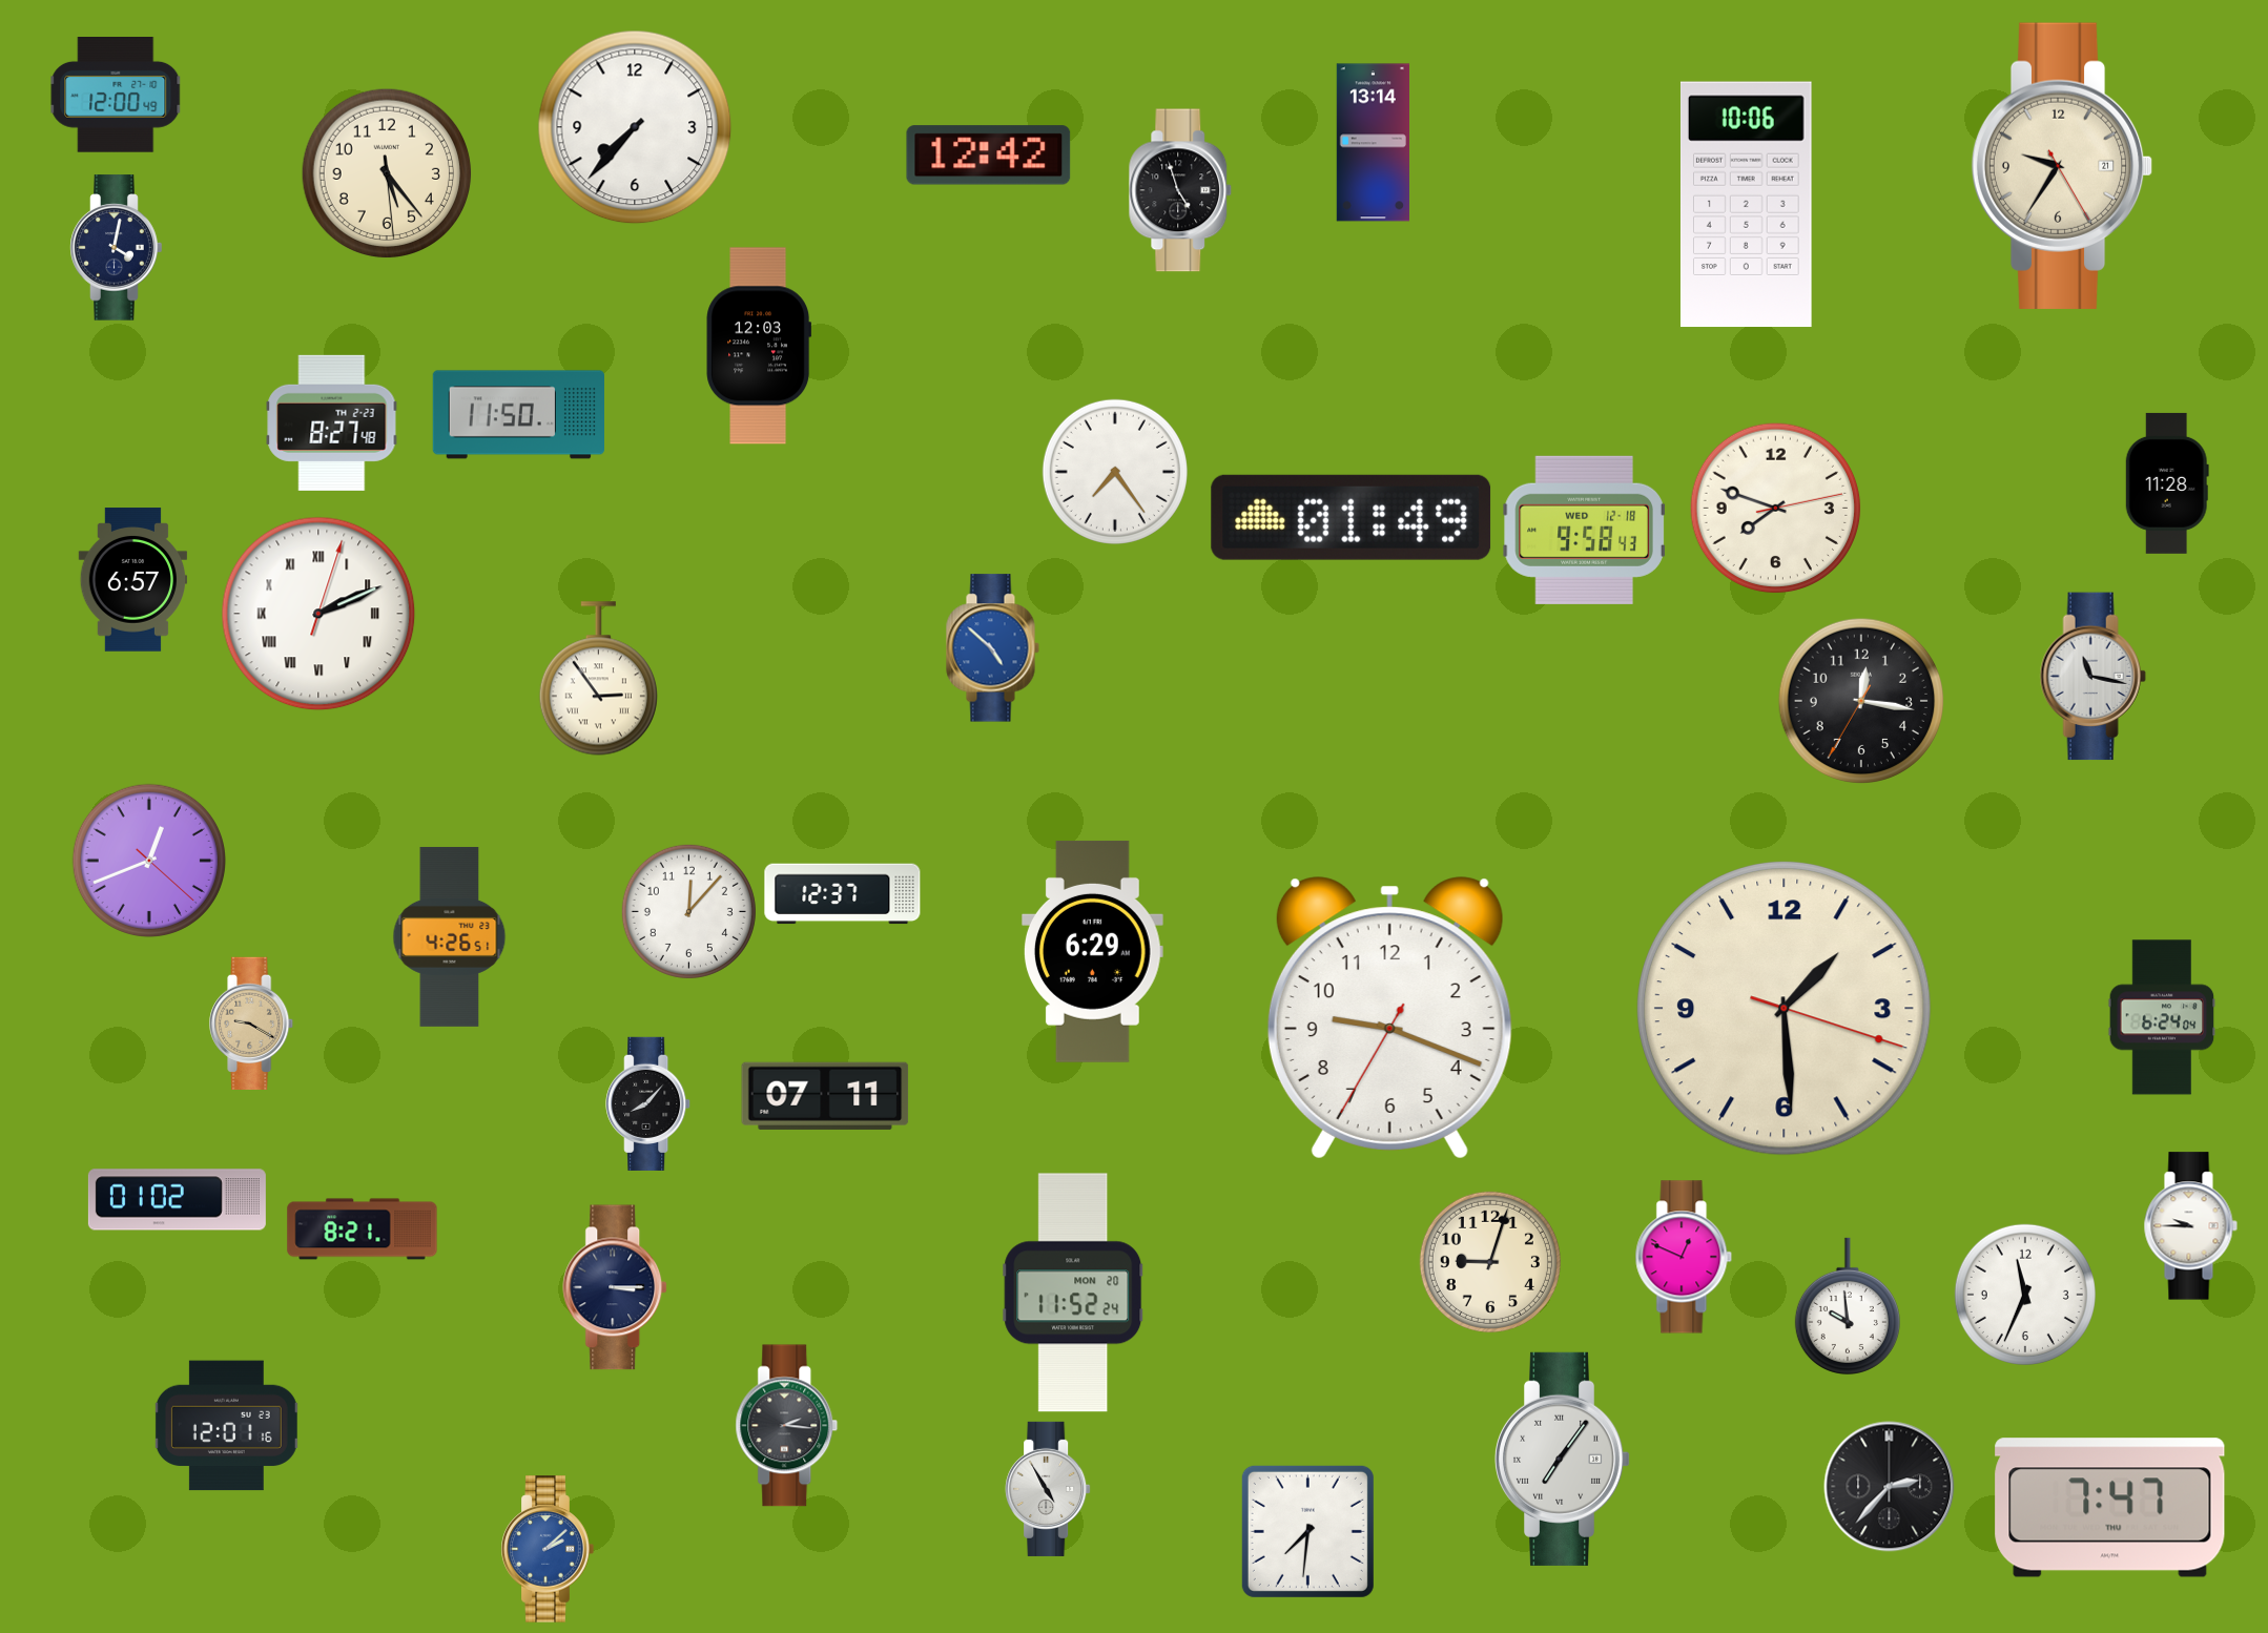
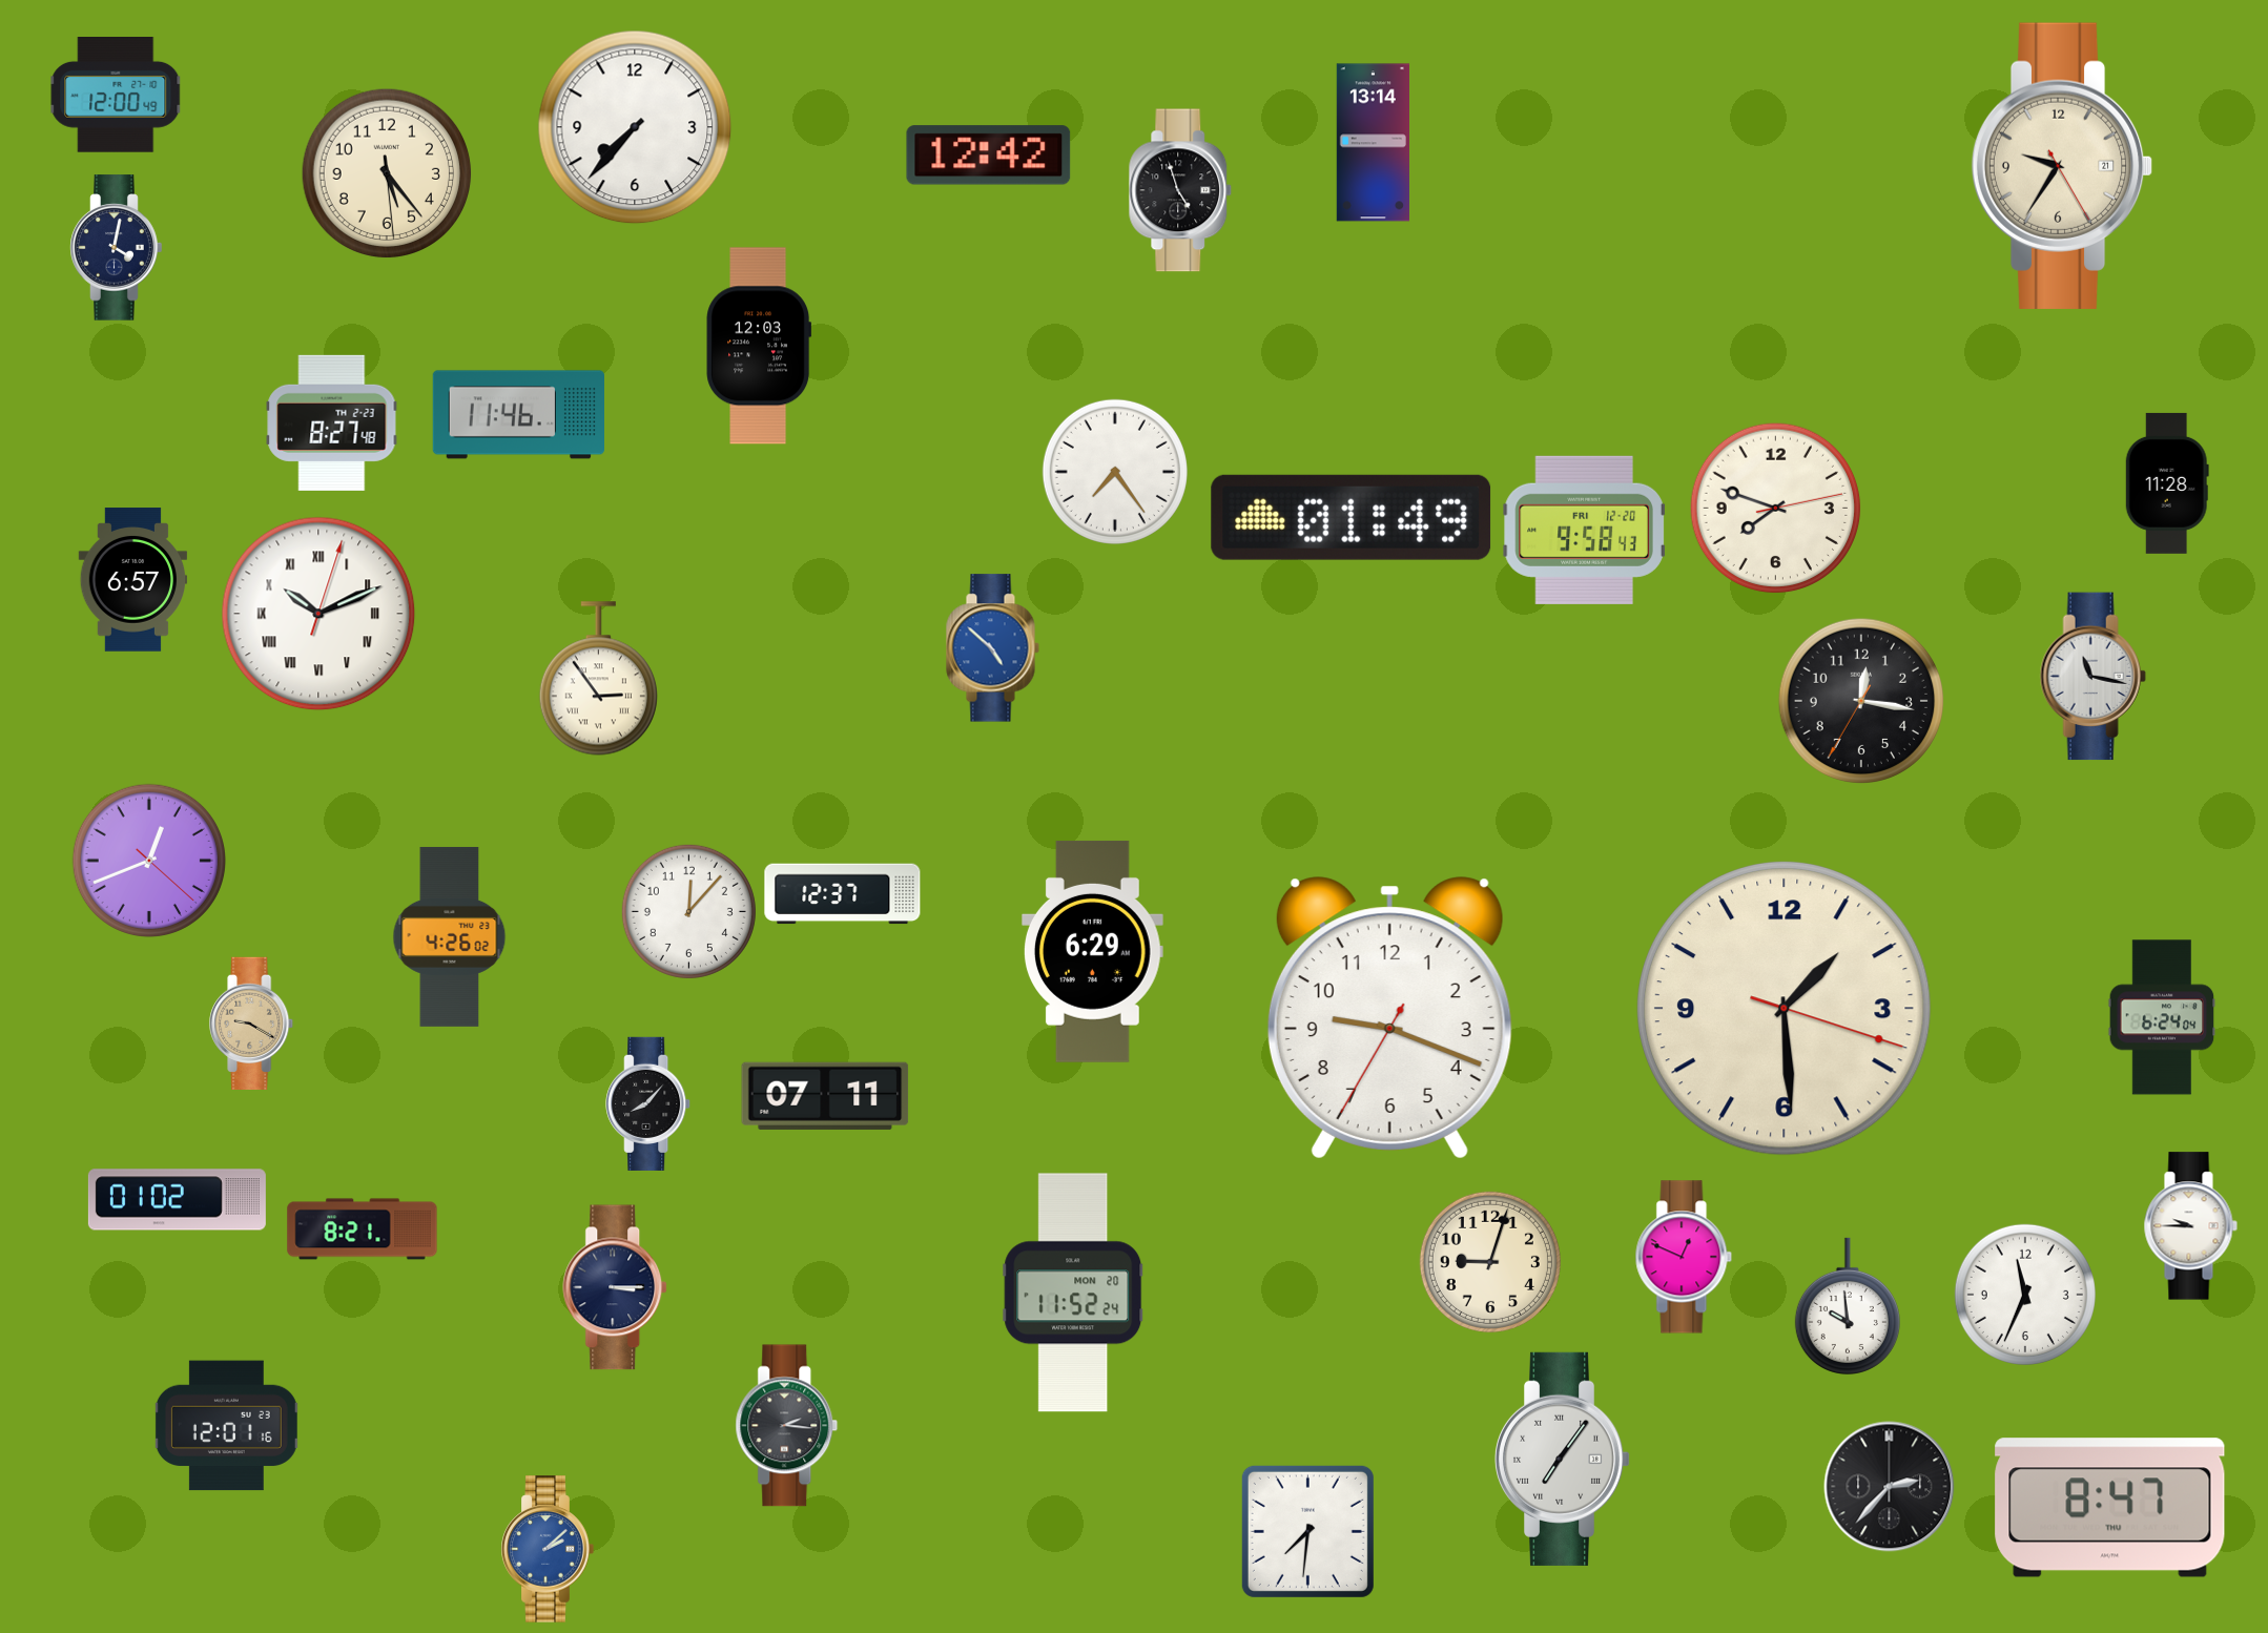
clock at (1746, 205): 10:06 -> none
clock at (518, 415): 11:50 -> 11:46
clock at (1585, 530) date: WED 12-18 -> FRI 12-20
clock at (318, 614): 2:11 -> 10:11
clock at (450, 936): 4:26:51 -> 4:26:02
clock at (1048, 1489): 4:55 -> none
clock at (2110, 1508): 7:47 -> 8:47
